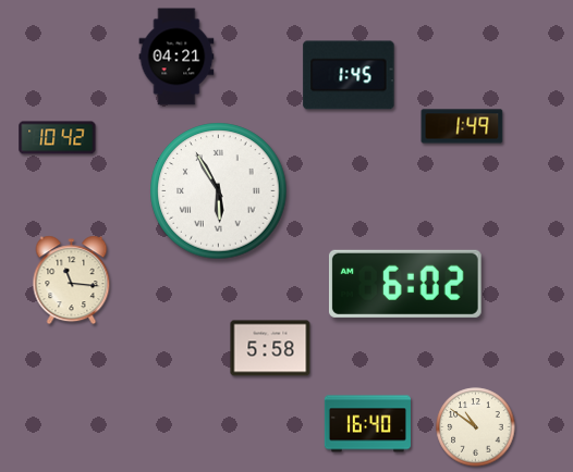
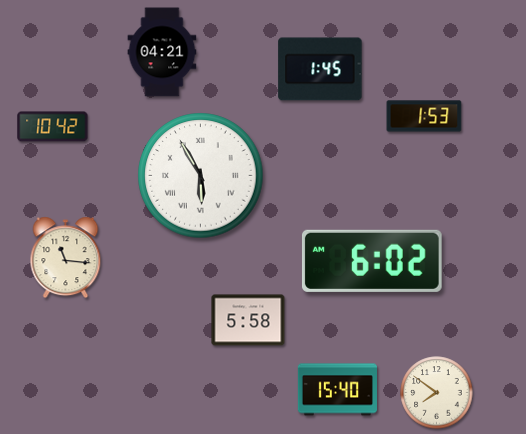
clock at (462, 126): 1:49 -> 1:53
clock at (367, 424): 16:40 -> 15:40
clock at (476, 427): 10:51 -> 7:51
